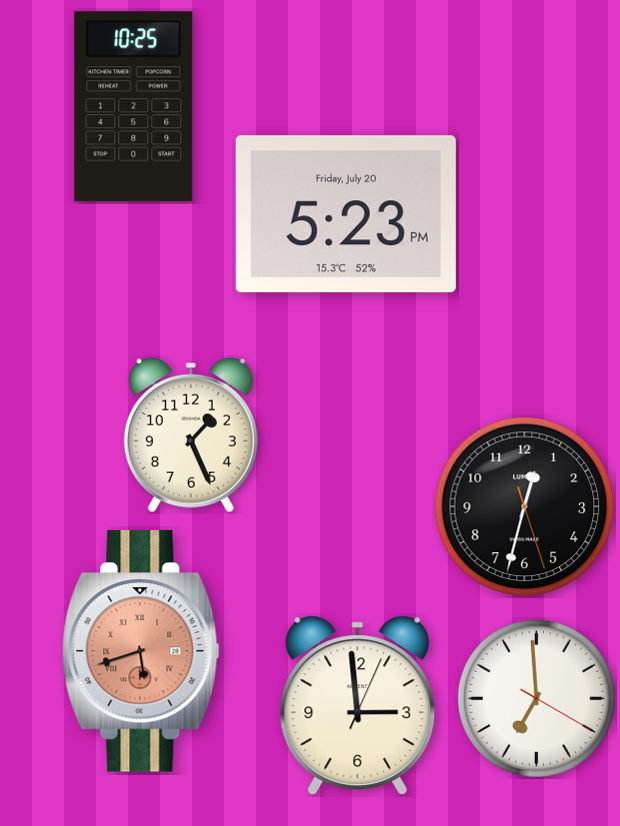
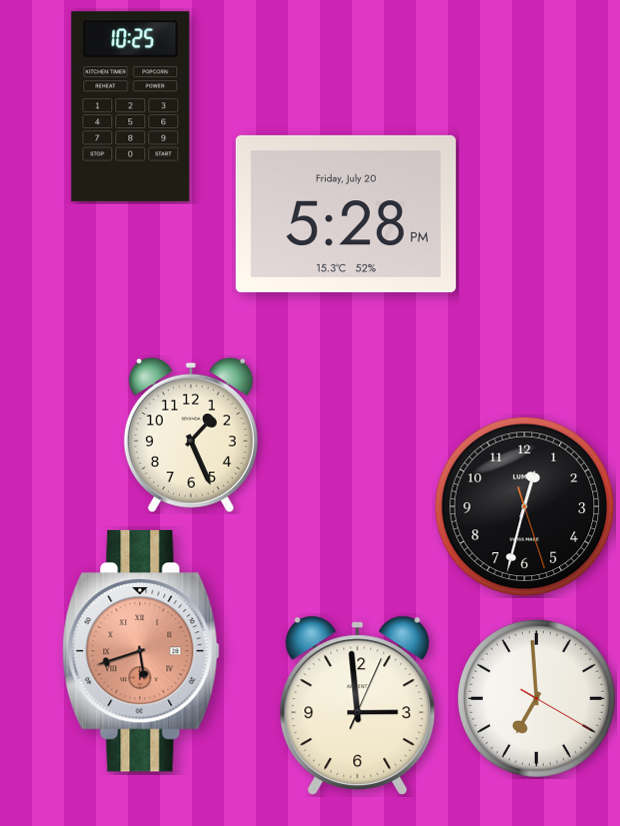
clock at (134, 107) position: (134, 107) -> (131, 107)
clock at (346, 214): 5:23 -> 5:28
